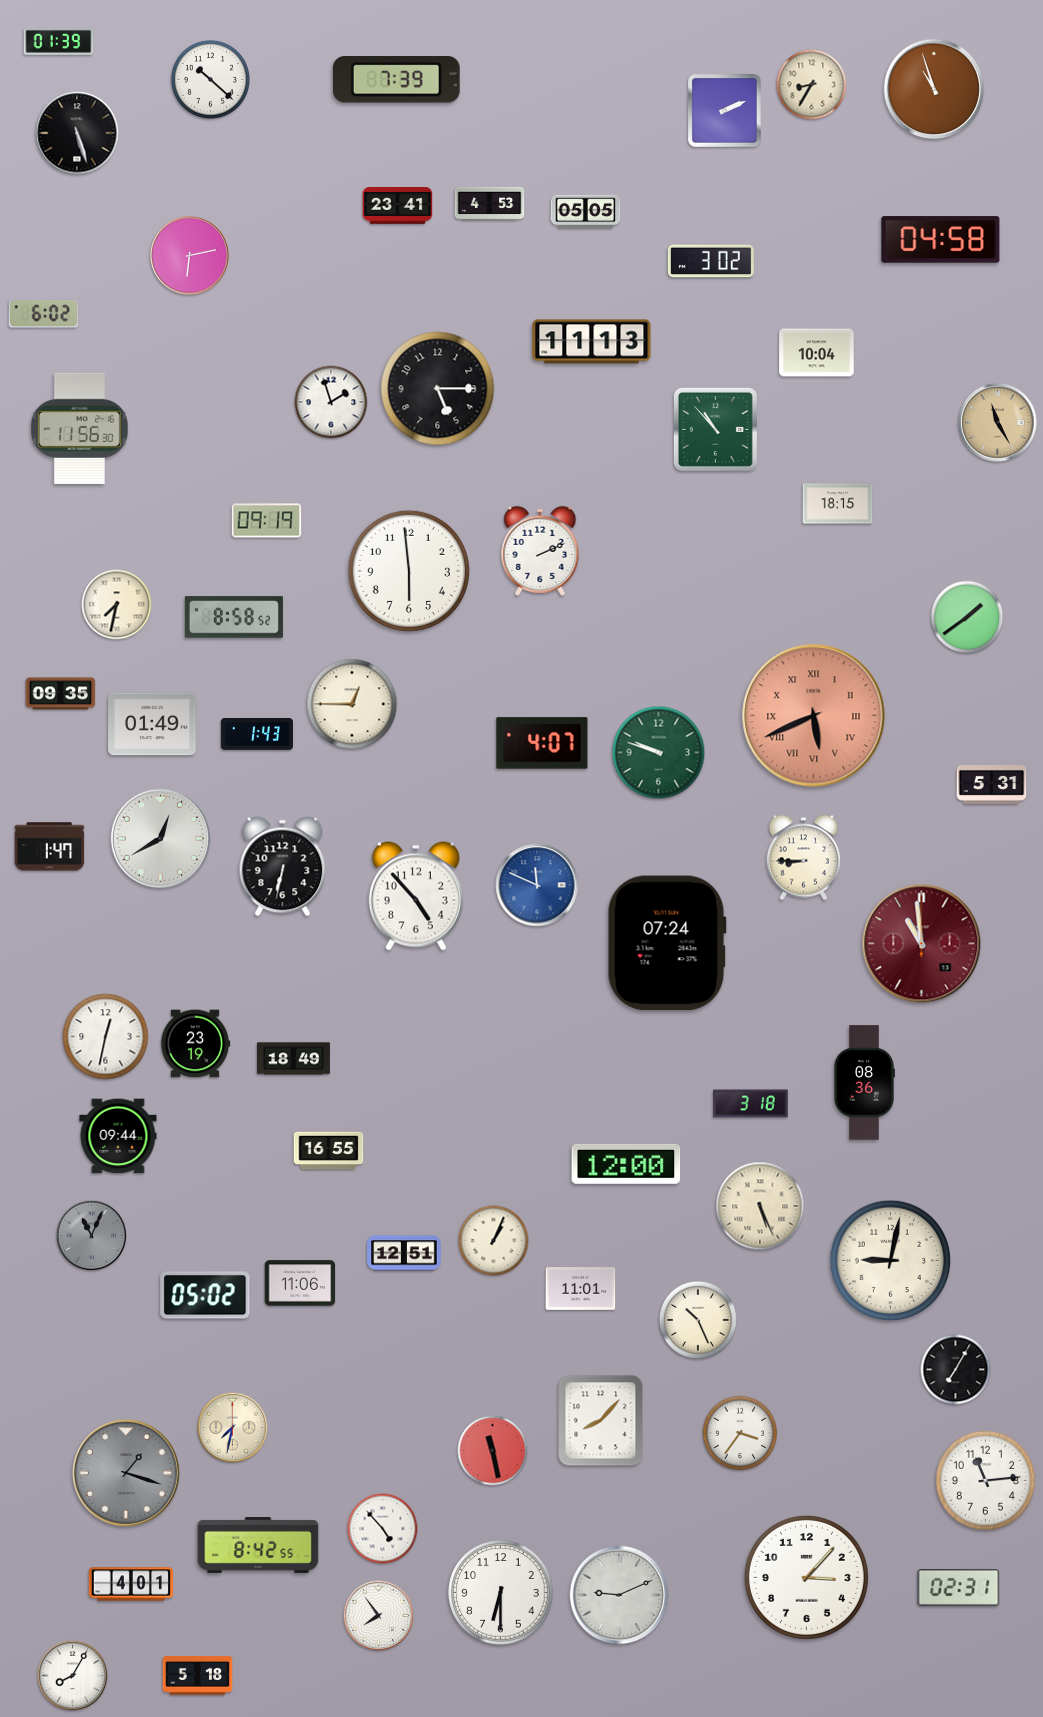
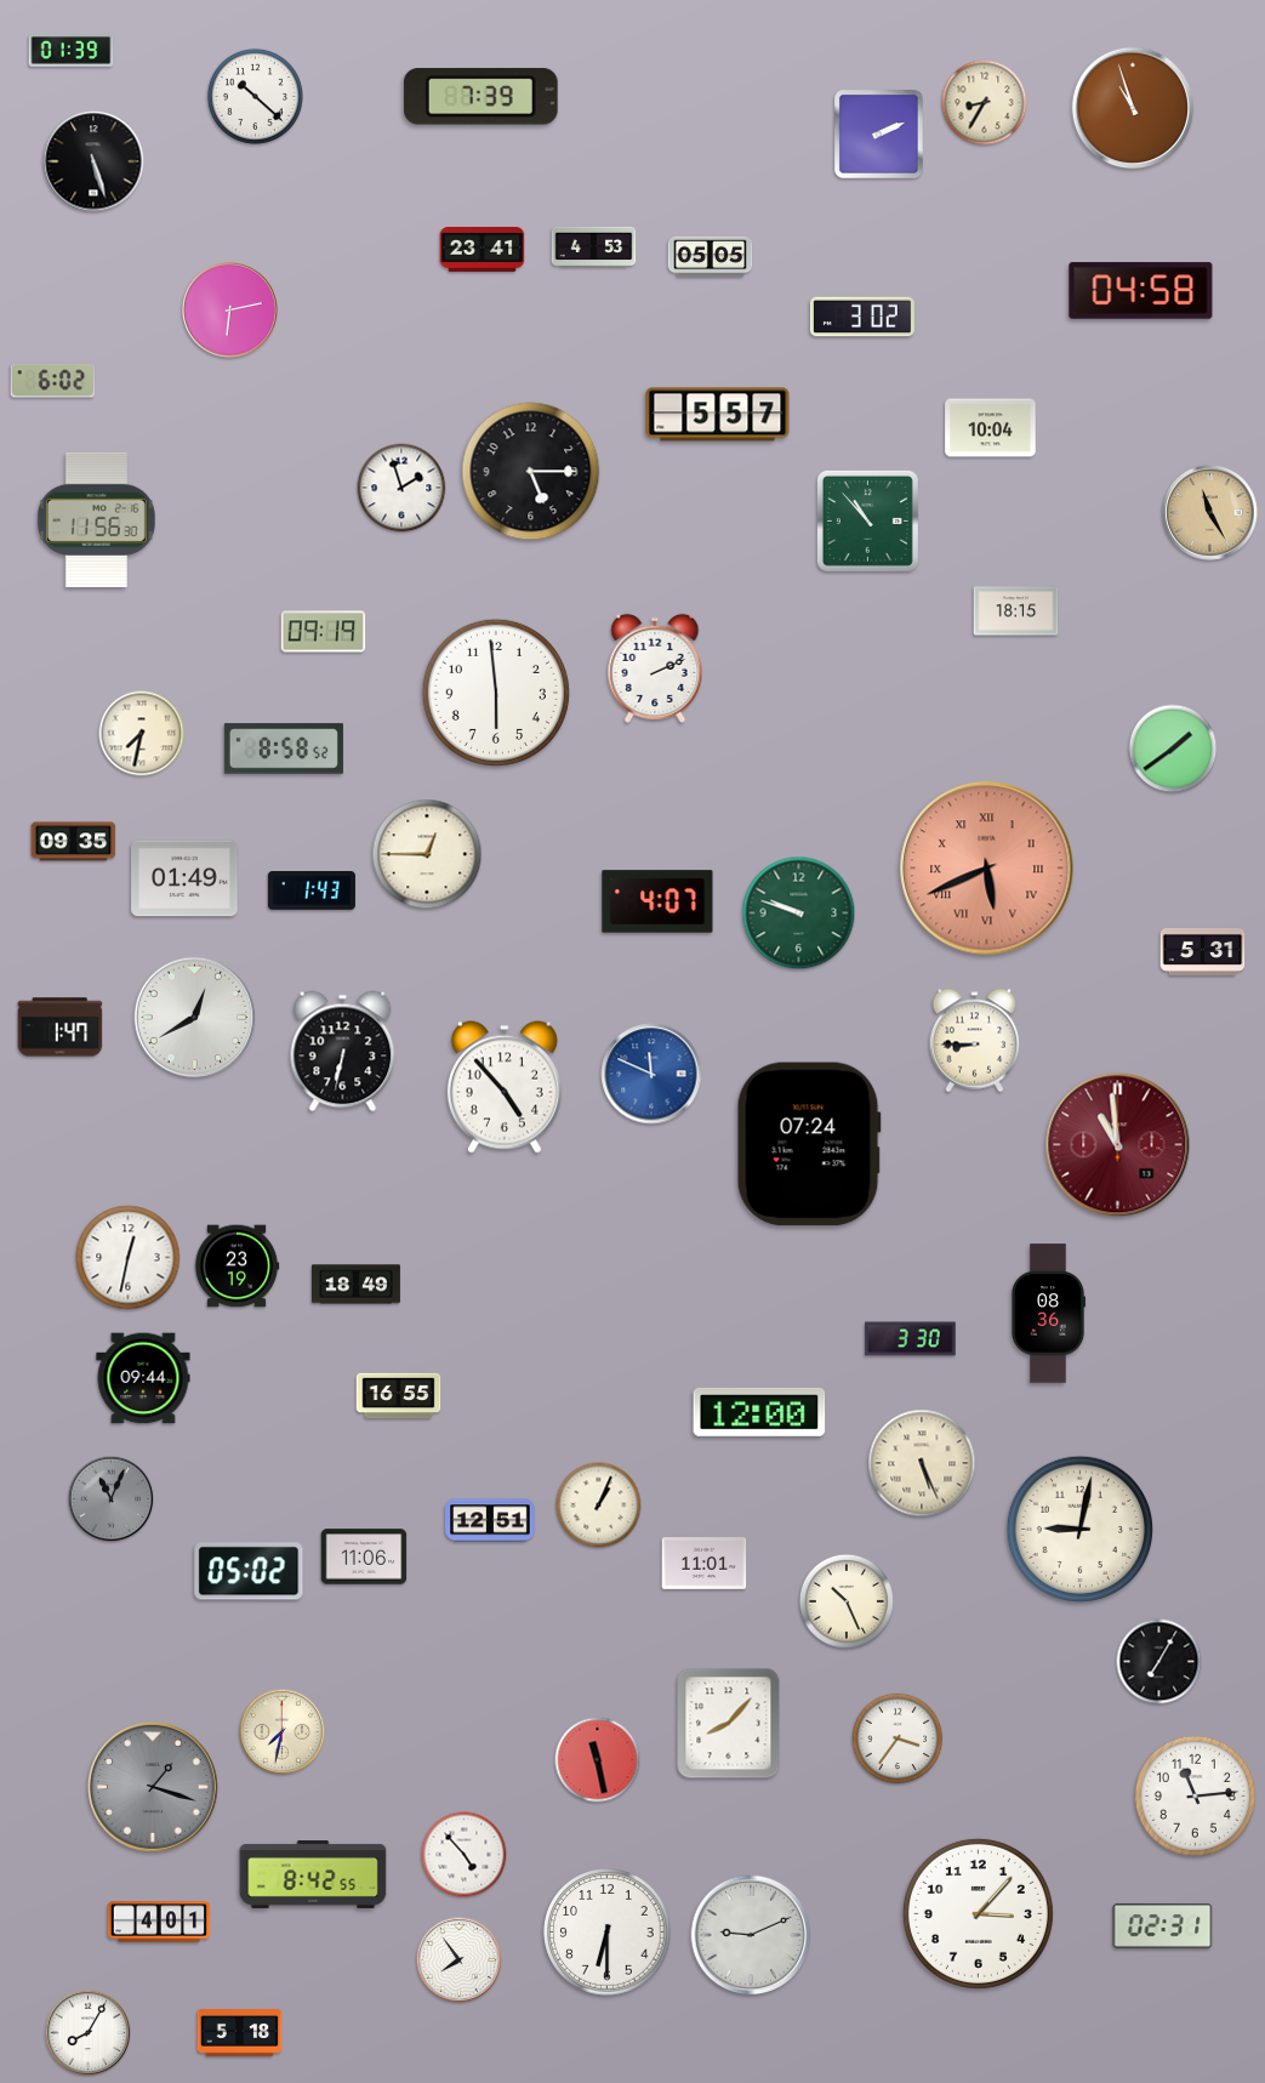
clock at (592, 342): 11:13 -> 5:57
clock at (751, 1104): 3:18 -> 3:30
